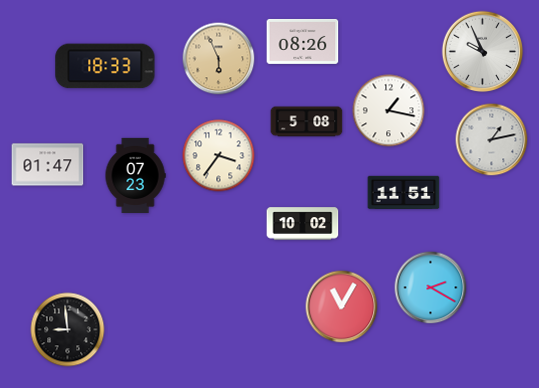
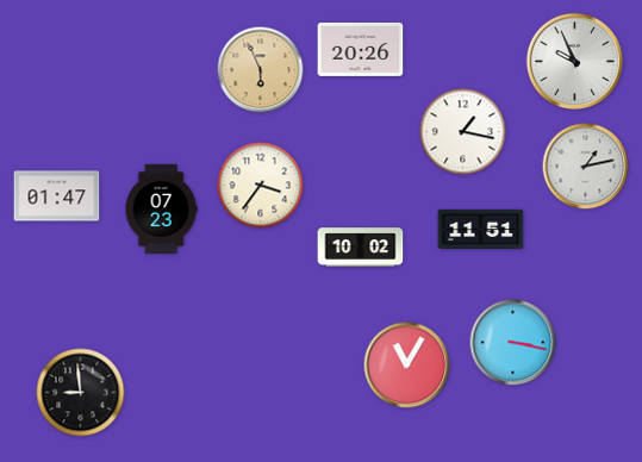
clock at (303, 41): 08:26 -> 20:26
clock at (105, 66): 18:33 -> none
clock at (307, 122): 5:08 -> none
clock at (303, 224) position: (303, 224) -> (361, 248)
clock at (431, 288): 2:20 -> 3:17
